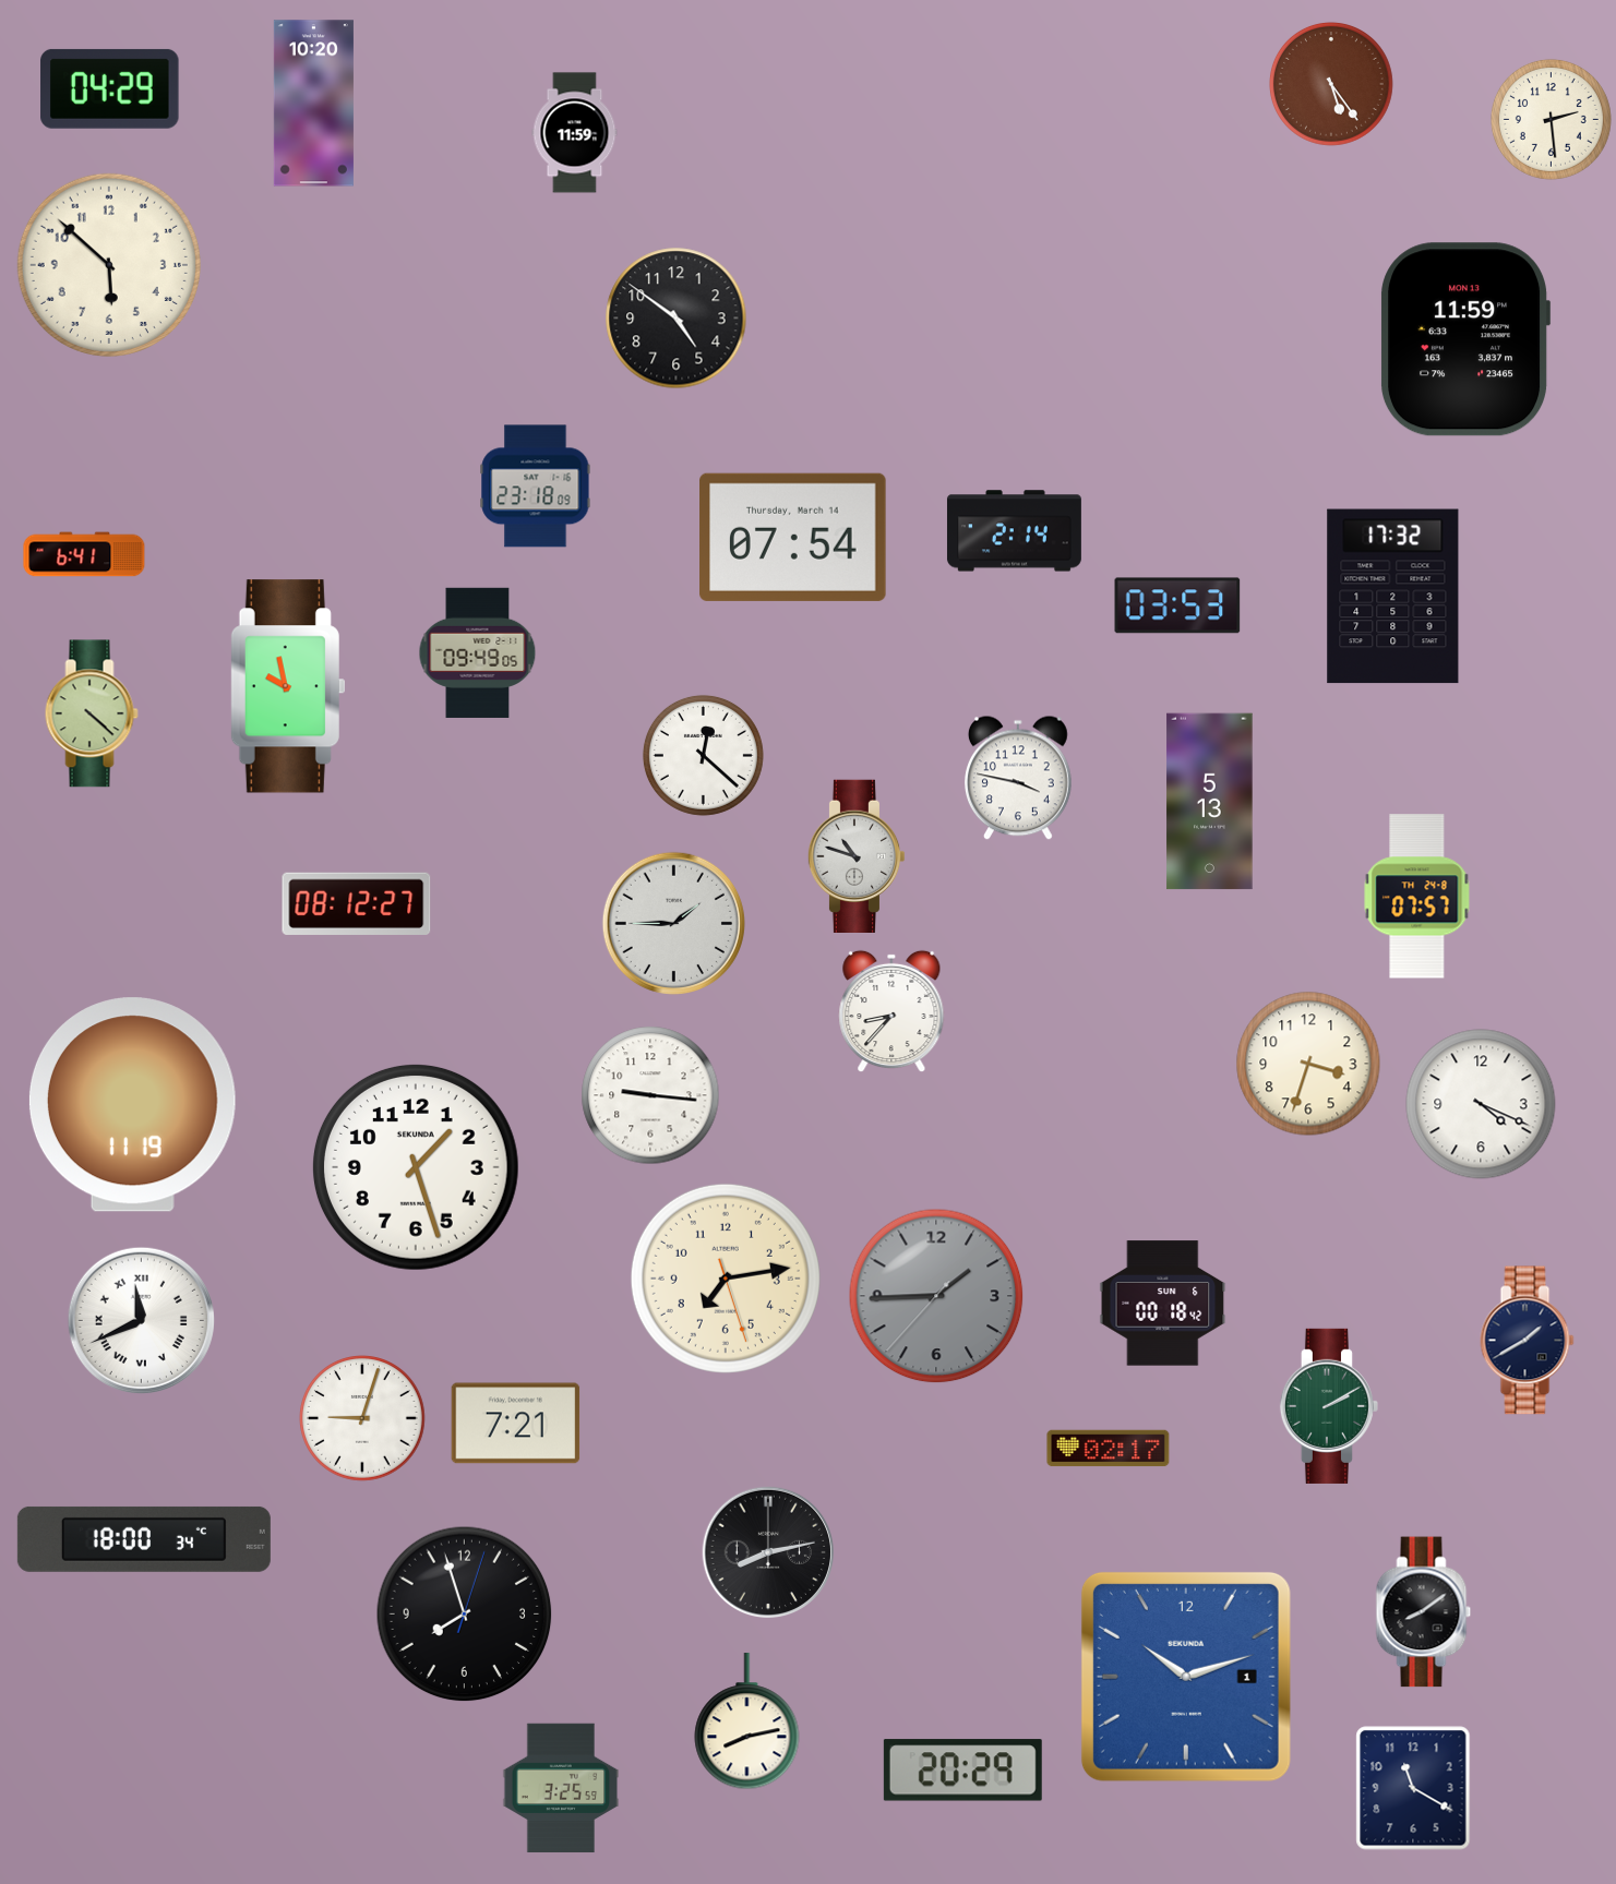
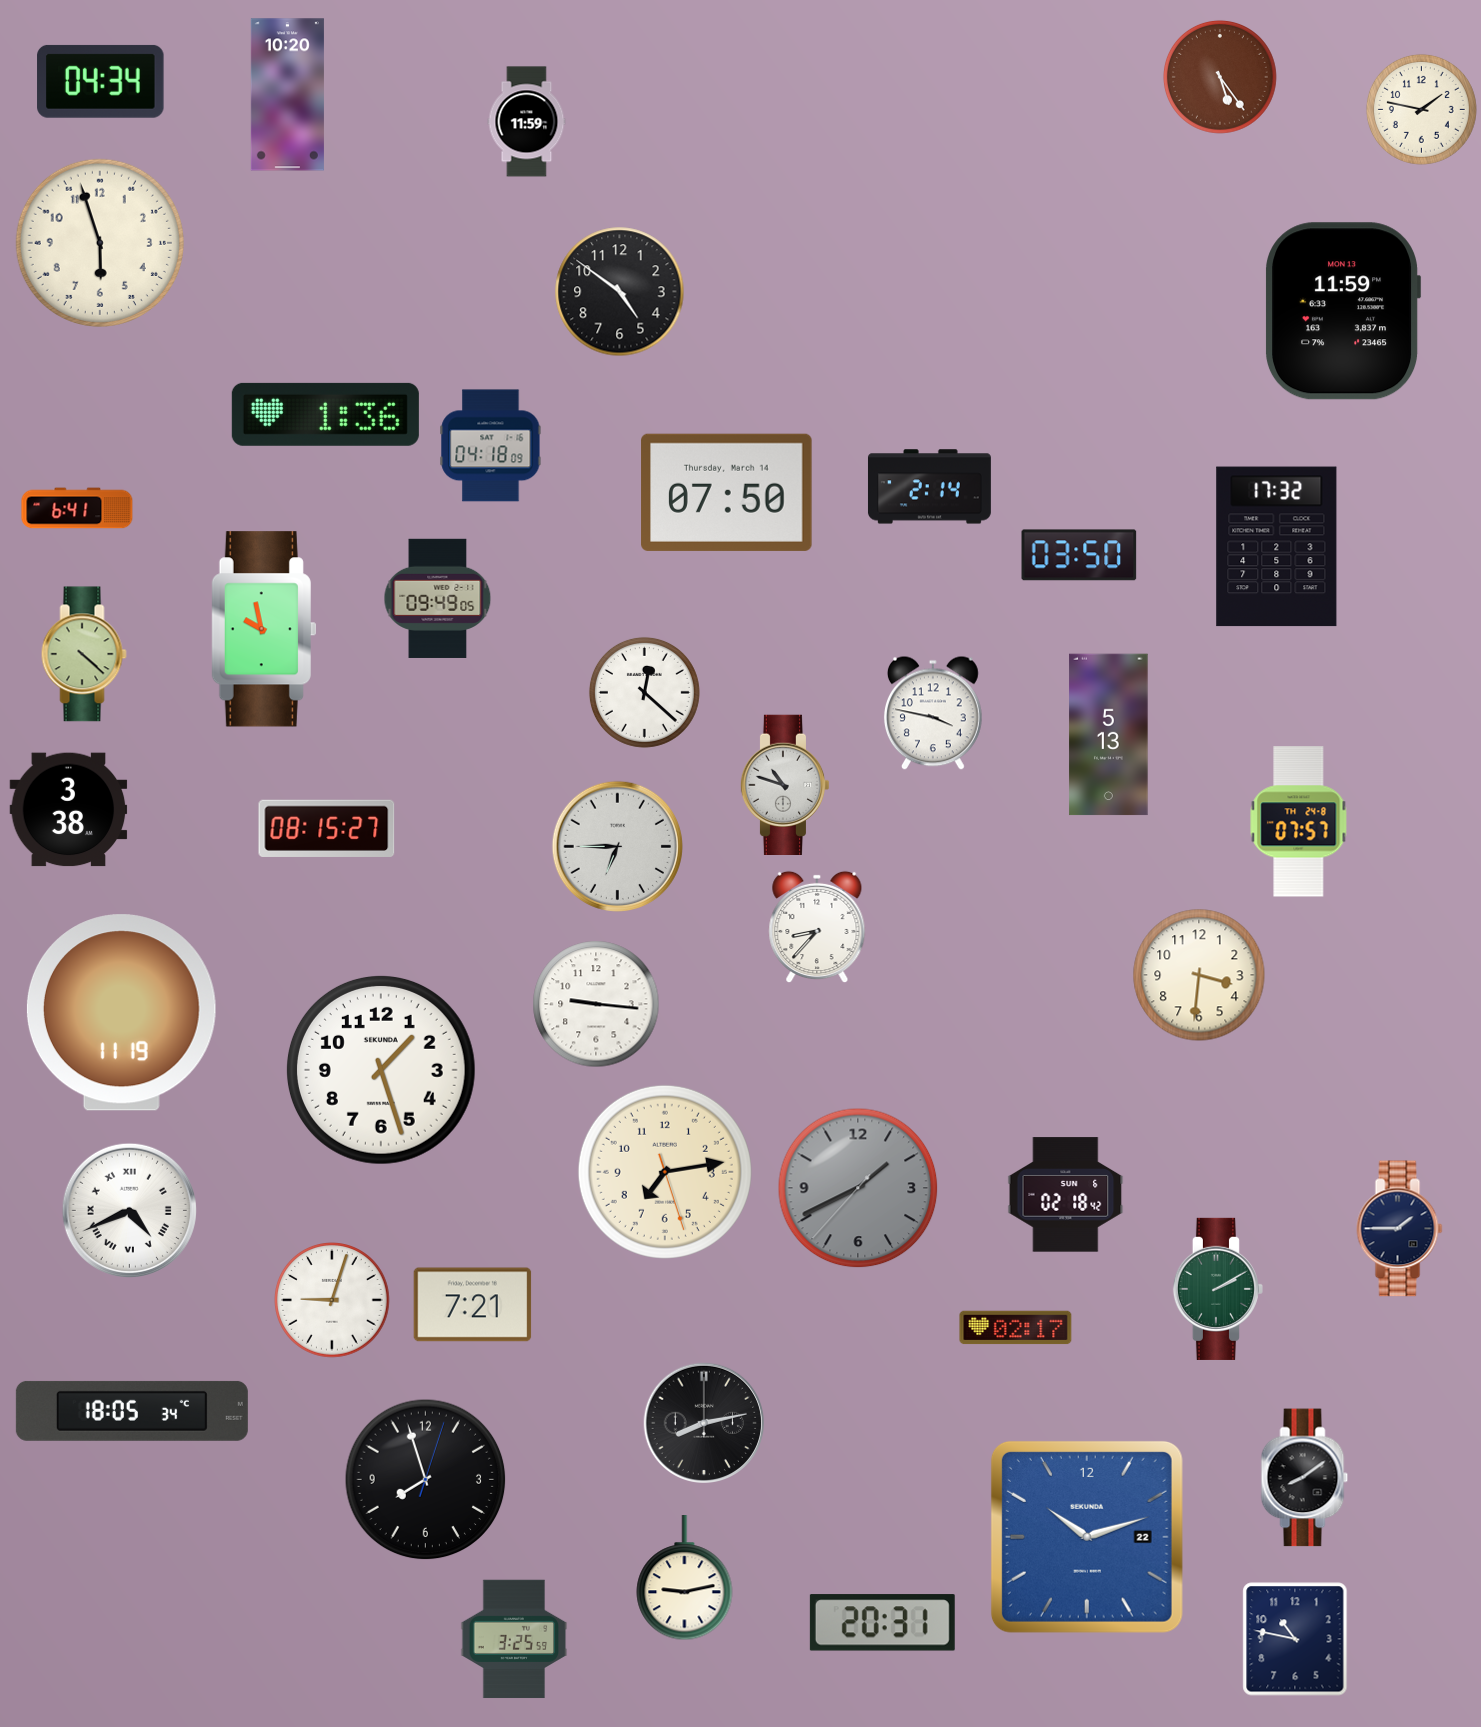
clock at (110, 88): 04:29 -> 04:34
clock at (1551, 119): 2:29 -> 1:47
clock at (109, 265): 5:52 -> 5:57
clock at (325, 414): none -> 1:36
clock at (536, 487): 23:18 -> 04:18
clock at (793, 537): 07:54 -> 07:50
clock at (1177, 605): 03:53 -> 03:50
clock at (69, 810): none -> 3:38
clock at (357, 903): 08:12 -> 08:15
clock at (673, 923): 1:45 -> 6:45
clock at (1308, 1064): 3:33 -> 3:31
clock at (1481, 1104): 4:19 -> none
clock at (936, 1296): 1:44 -> 1:40
clock at (1163, 1304): 00:18 -> 02:18
clock at (141, 1320): 11:41 -> 4:41
clock at (1528, 1341): 1:40 -> 1:45
clock at (144, 1539): 18:00 -> 18:05
clock at (1186, 1677) date: 1 -> 22
clock at (747, 1721): 8:13 -> 9:13
clock at (962, 1771): 20:29 -> 20:31
clock at (1413, 1788): 11:20 -> 10:47
